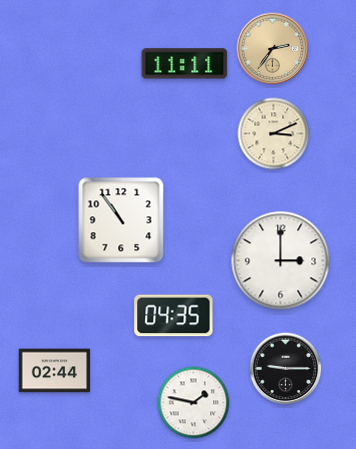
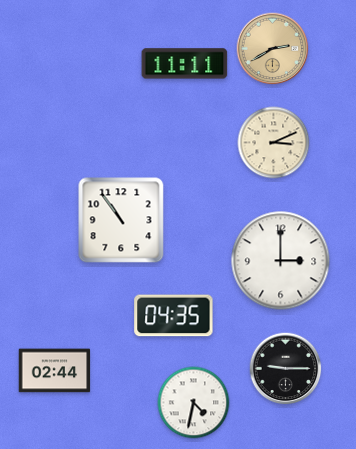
clock at (273, 49): 2:36 -> 2:40
clock at (274, 134) position: (274, 134) -> (274, 143)
clock at (194, 403): 1:47 -> 4:32
